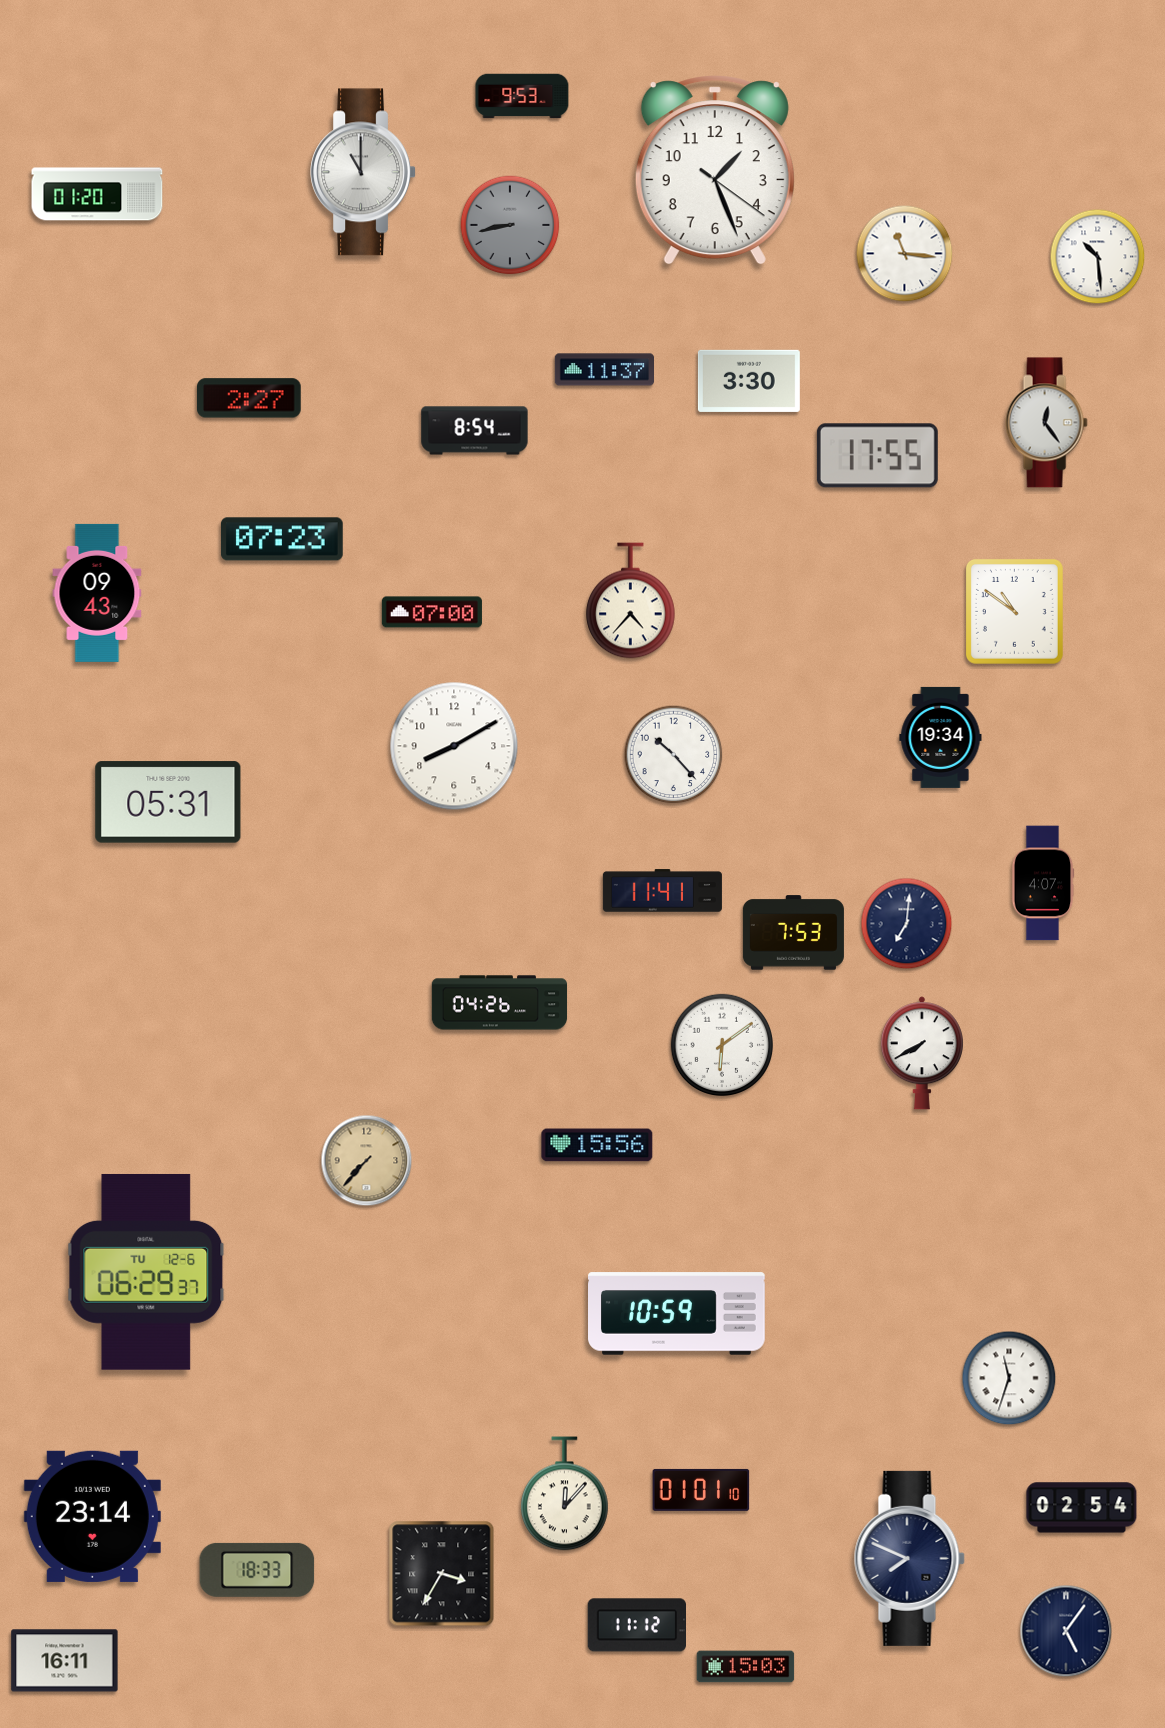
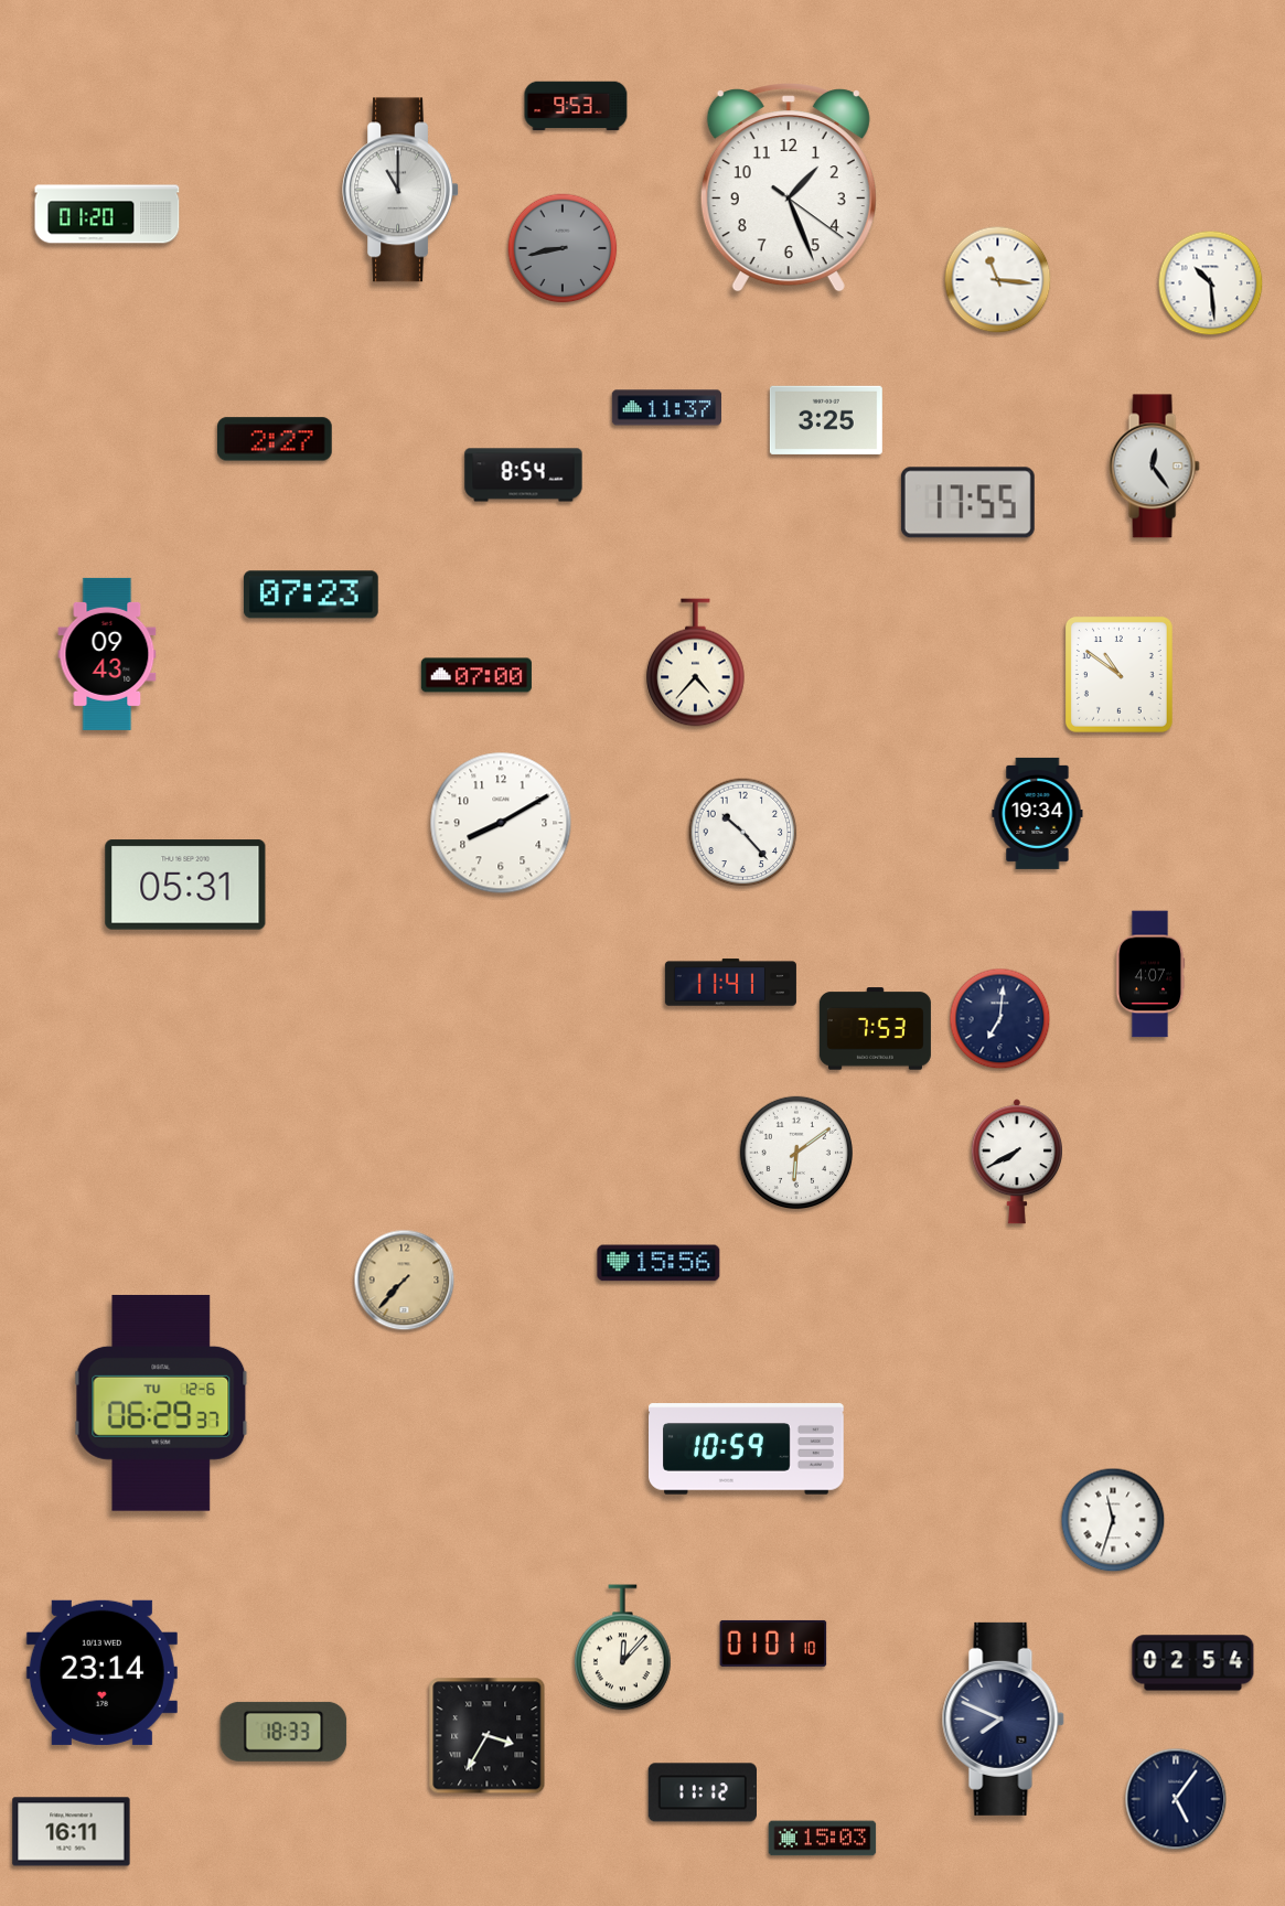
clock at (749, 381): 3:30 -> 3:25
clock at (500, 1003): 04:26 -> none
